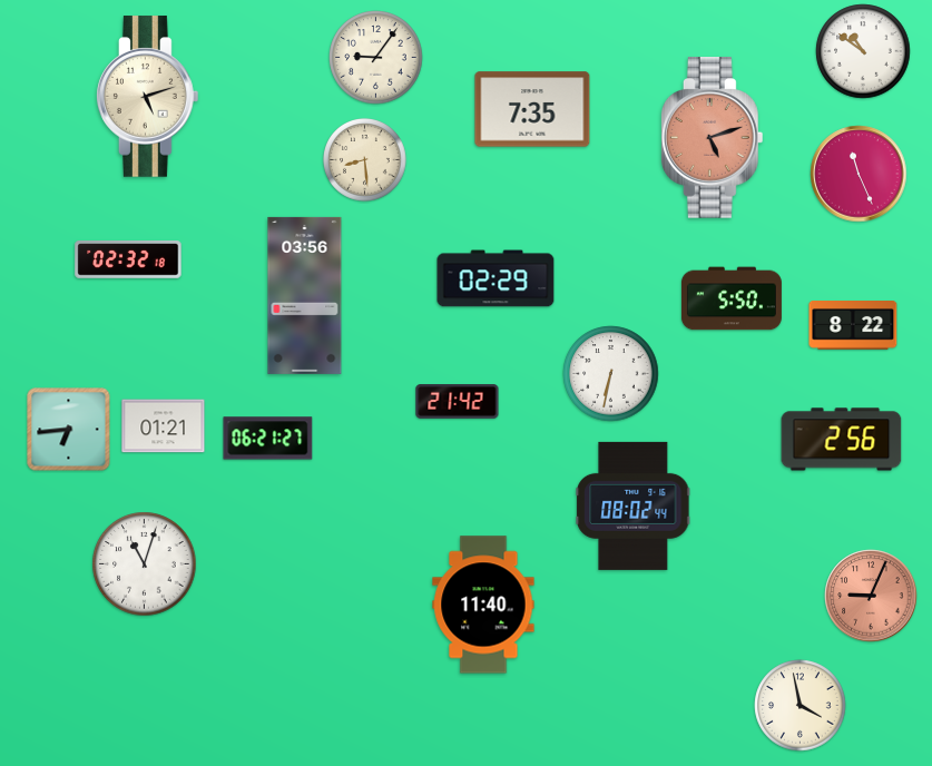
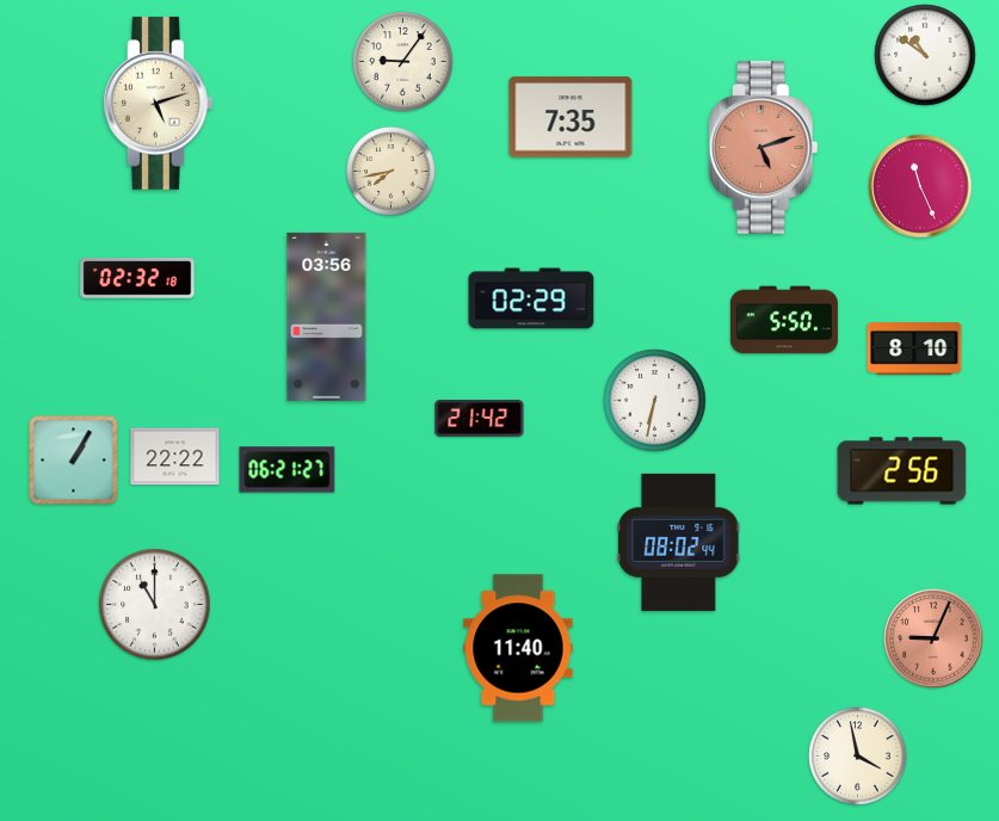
clock at (365, 160): 8:29 -> 7:43
clock at (853, 326): 8:22 -> 8:10
clock at (458, 402) position: (458, 402) -> (480, 419)
clock at (164, 426): 01:21 -> 22:22
clock at (69, 430): 6:44 -> 1:05
clock at (145, 564): 11:03 -> 11:00
